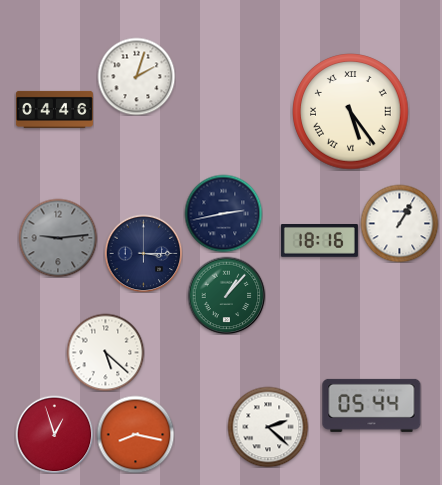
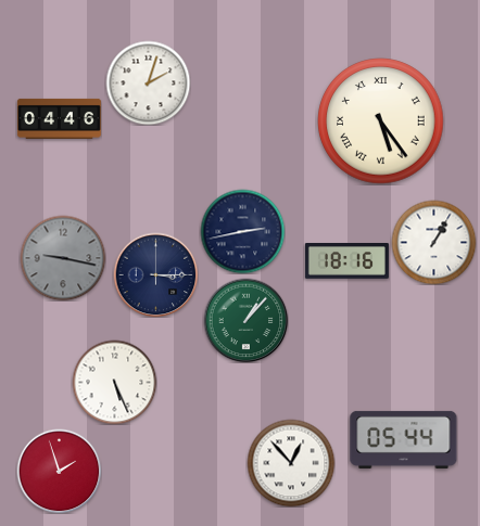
clock at (58, 238): 9:14 -> 9:17
clock at (105, 352): 5:22 -> 5:26
clock at (268, 427): 2:22 -> 12:53
clock at (54, 434): 12:57 -> 1:57
clock at (135, 434): 8:17 -> none
